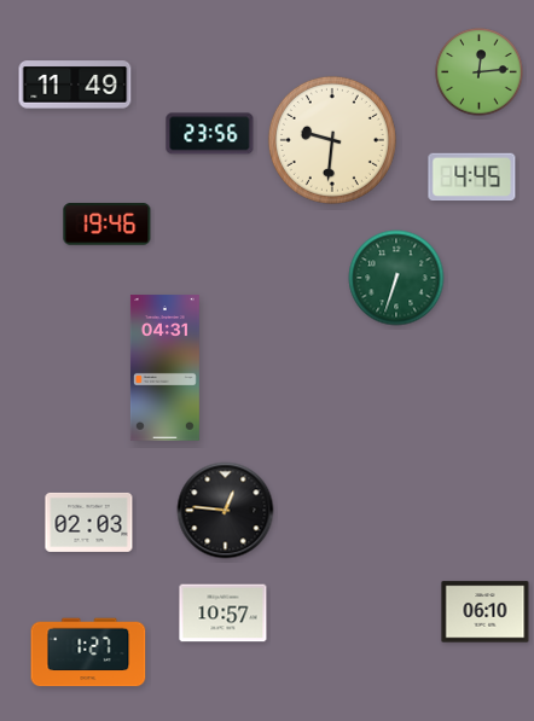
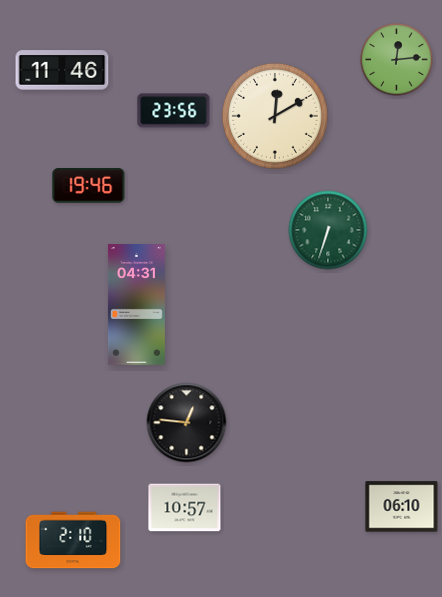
clock at (75, 85): 11:49 -> 11:46
clock at (332, 140): 9:31 -> 12:10
clock at (472, 178): 4:45 -> none
clock at (89, 522): 02:03 -> none
clock at (88, 652): 1:27 -> 2:10
